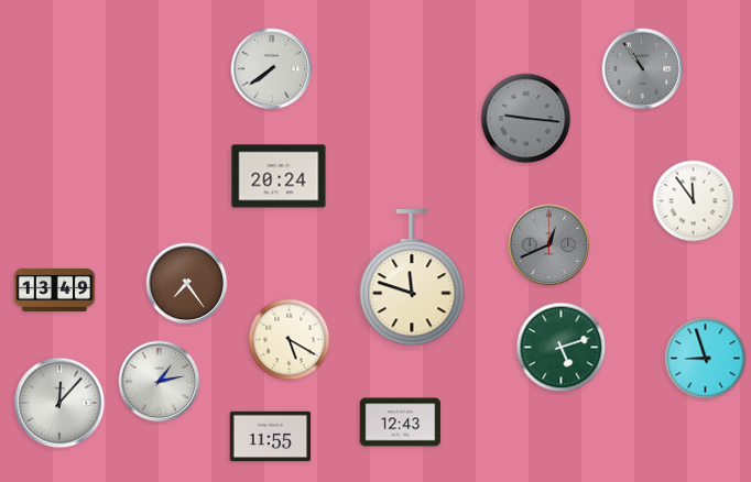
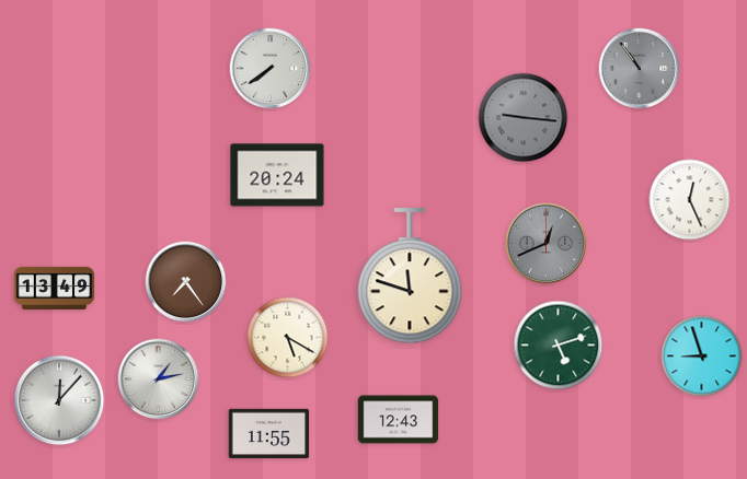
clock at (694, 201): 11:54 -> 12:26
